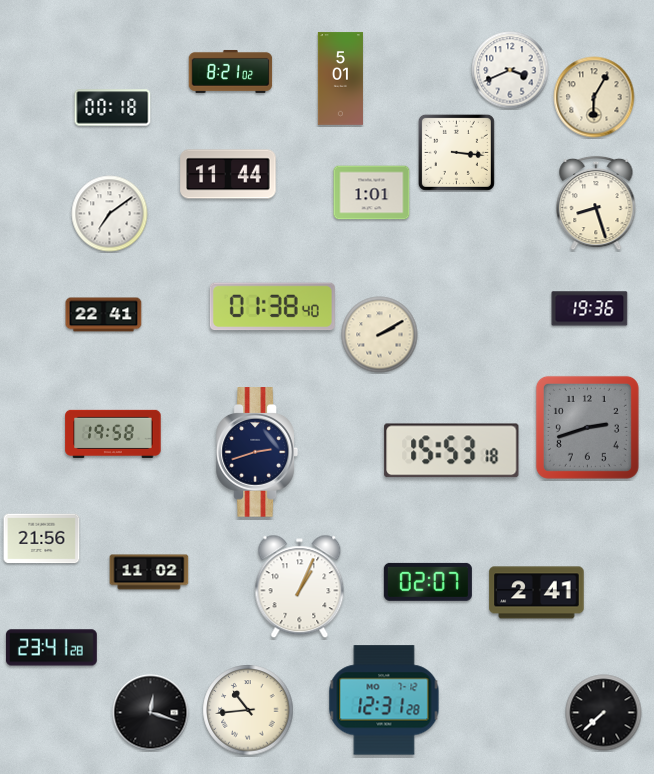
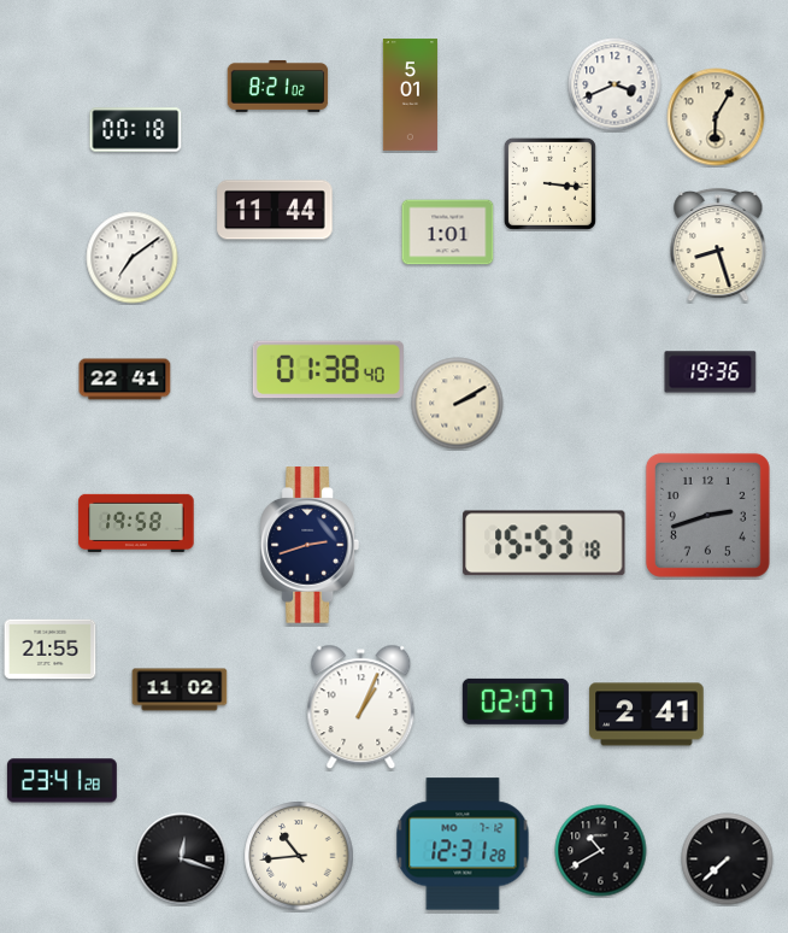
clock at (42, 539): 21:56 -> 21:55
clock at (601, 851): none -> 10:40
